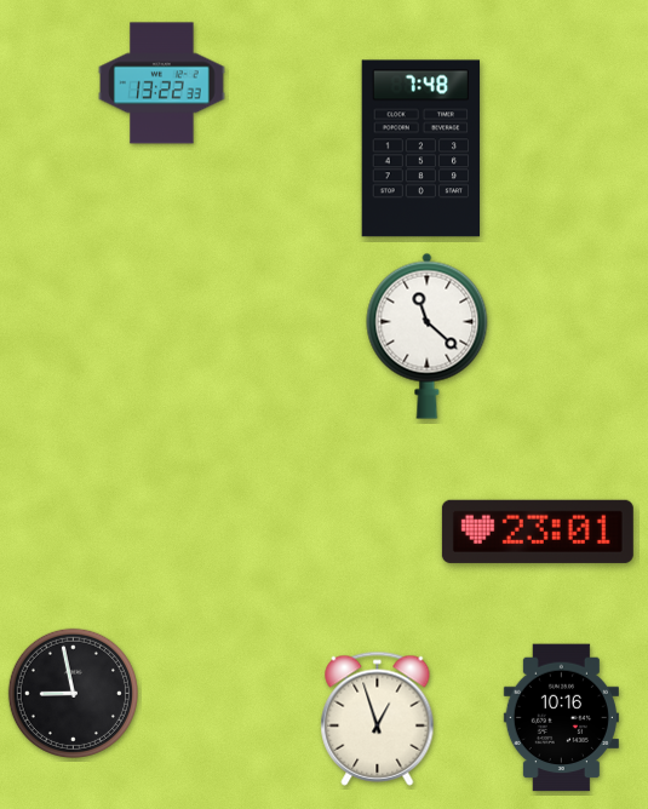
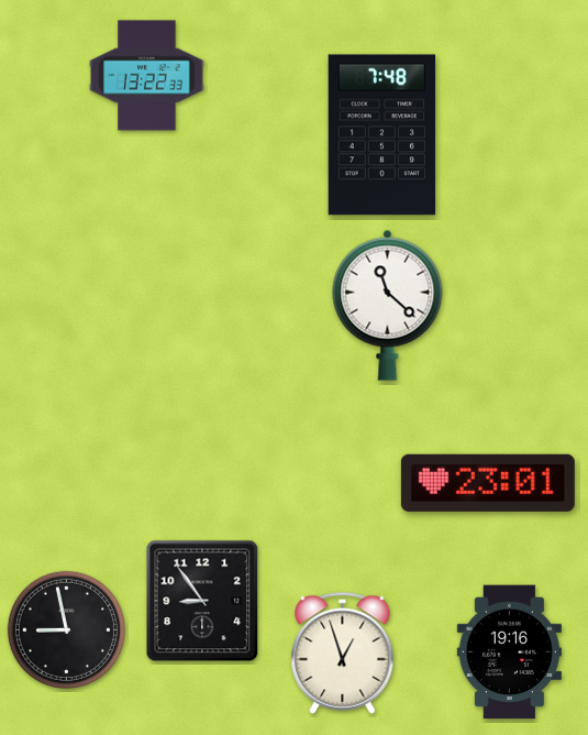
clock at (202, 601): none -> 8:54
clock at (561, 718): 10:16 -> 19:16
